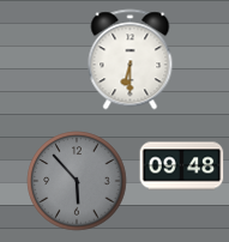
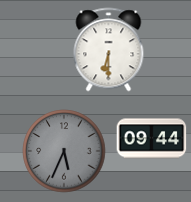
clock at (182, 167): 09:48 -> 09:44
clock at (77, 181): 5:53 -> 5:34
